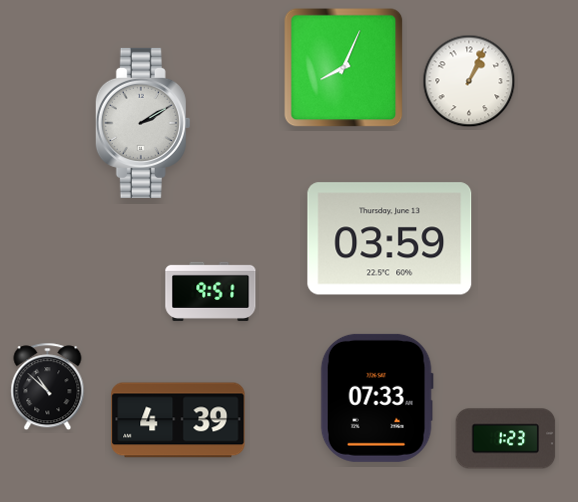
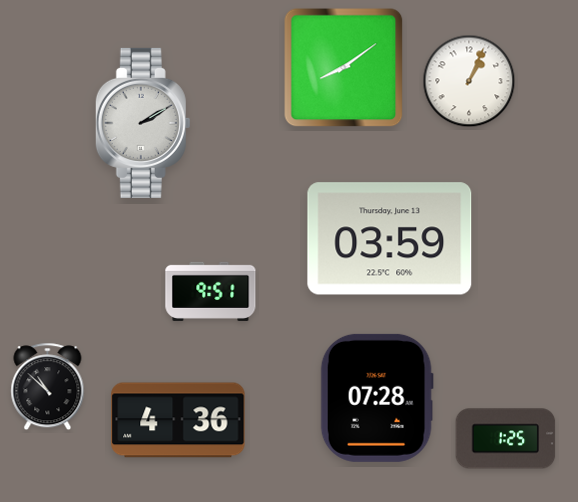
clock at (344, 68): 8:04 -> 8:09
clock at (377, 398): 07:33 -> 07:28
clock at (178, 420): 4:39 -> 4:36
clock at (506, 439): 1:23 -> 1:25
